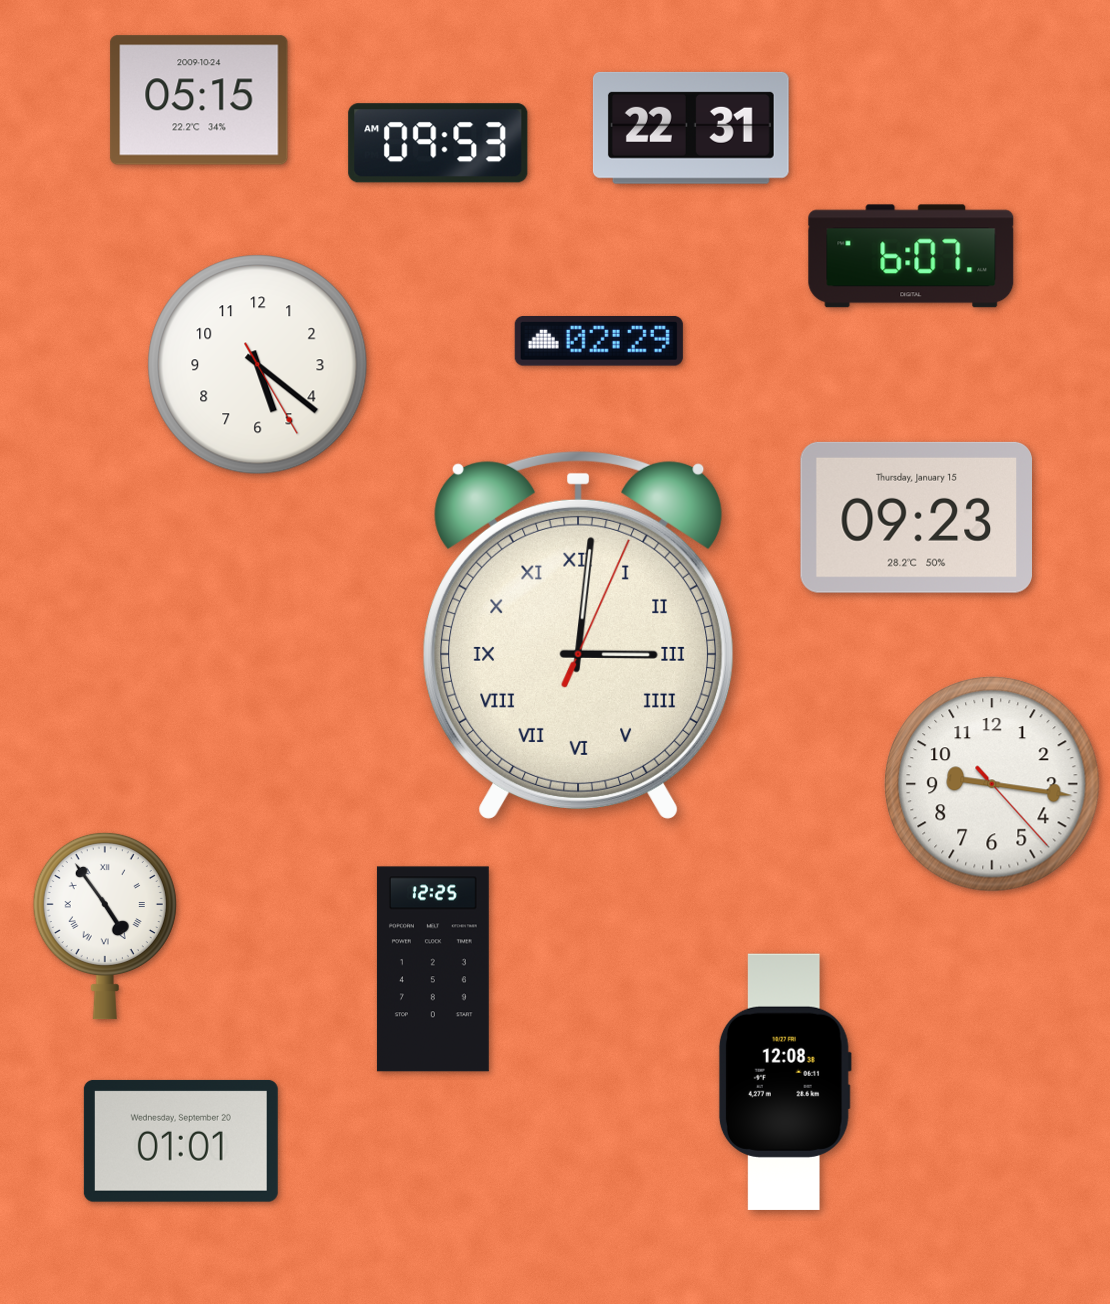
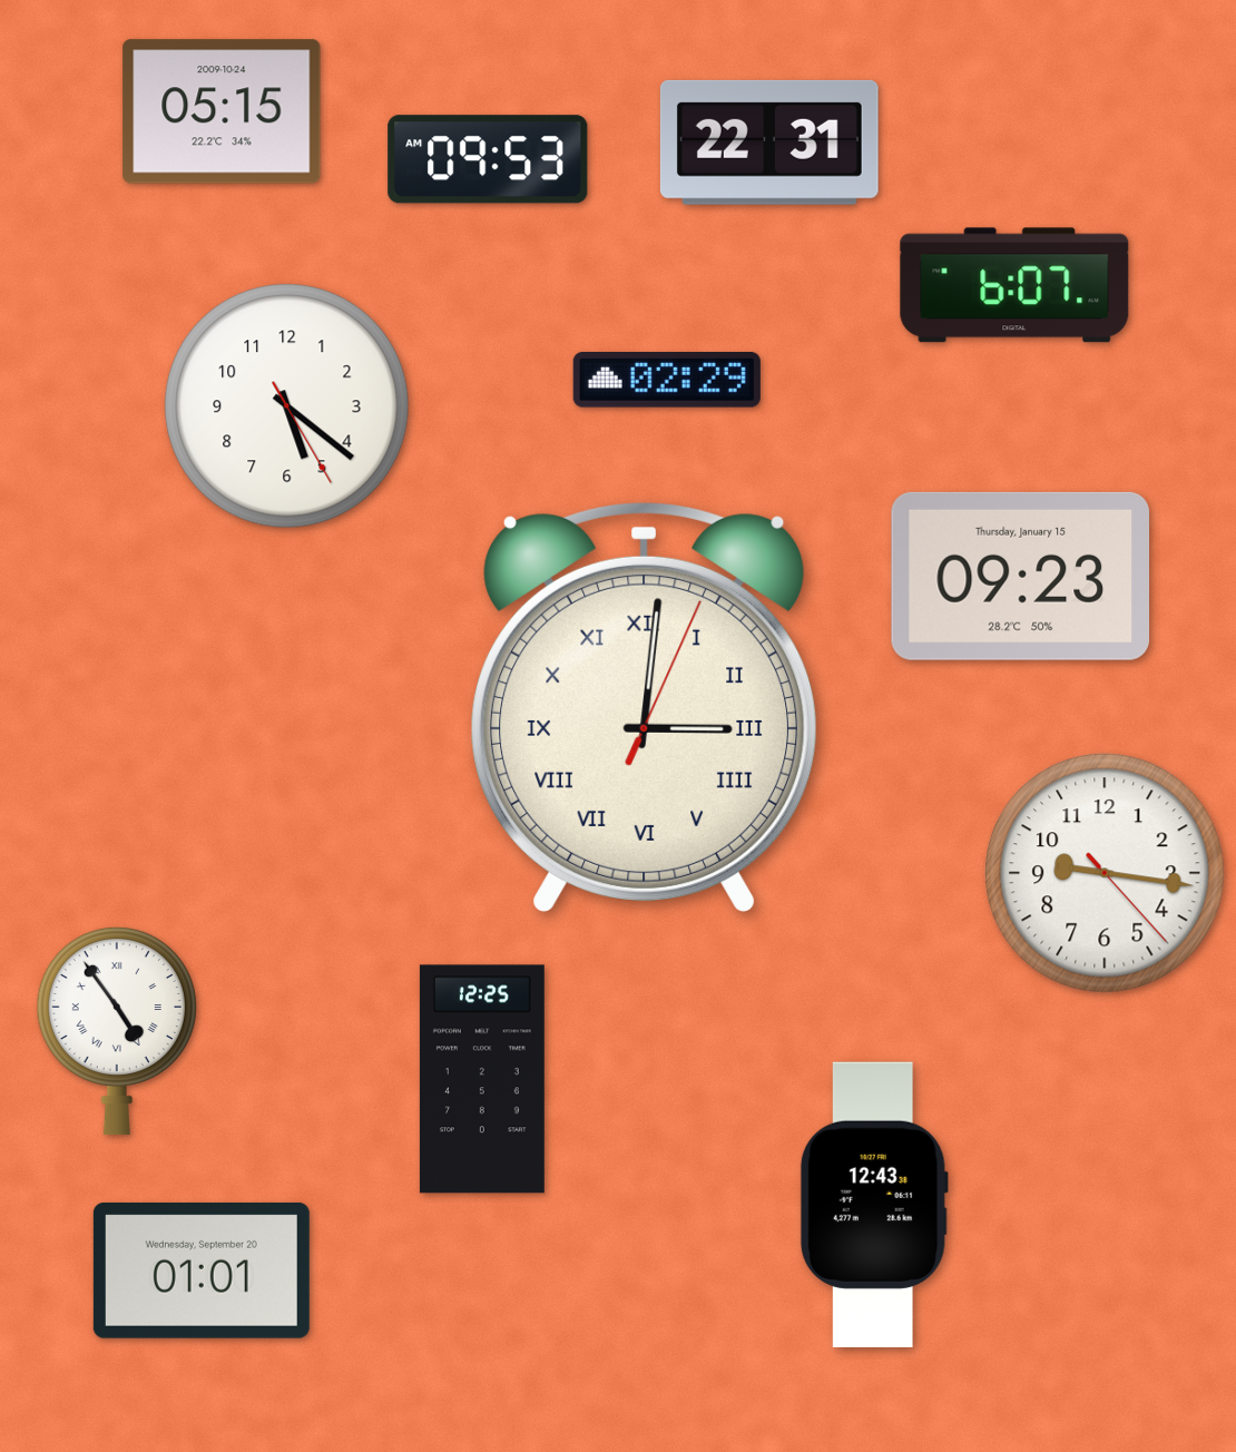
clock at (785, 1082): 12:08 -> 12:43
